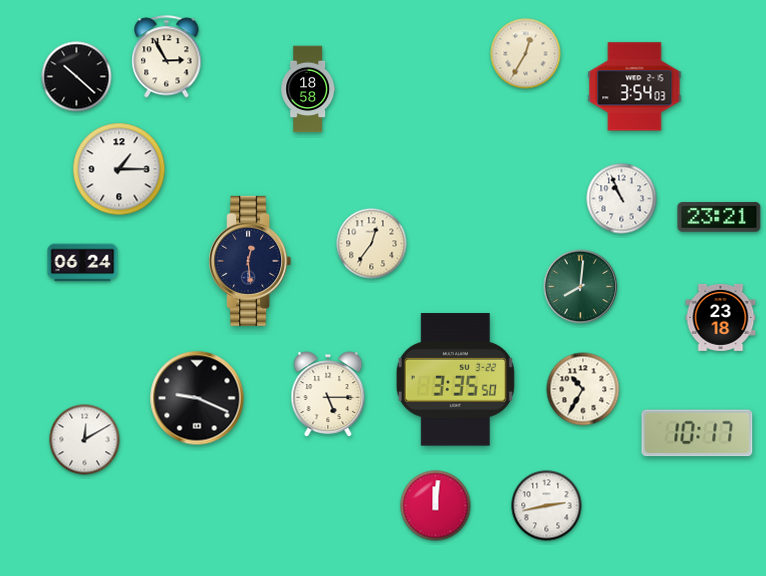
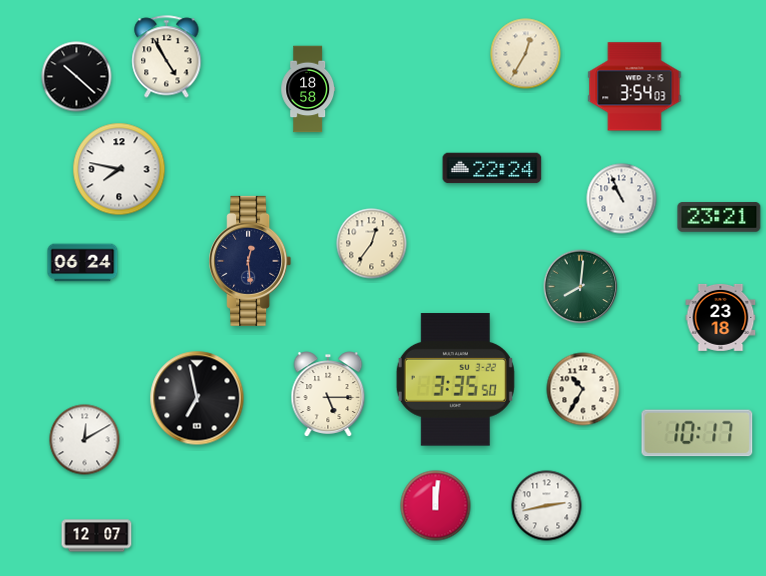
clock at (167, 57): 2:55 -> 4:55
clock at (492, 168): none -> 22:24
clock at (119, 169): 1:15 -> 7:47
clock at (197, 398): 9:19 -> 6:58
clock at (97, 536): none -> 12:07
